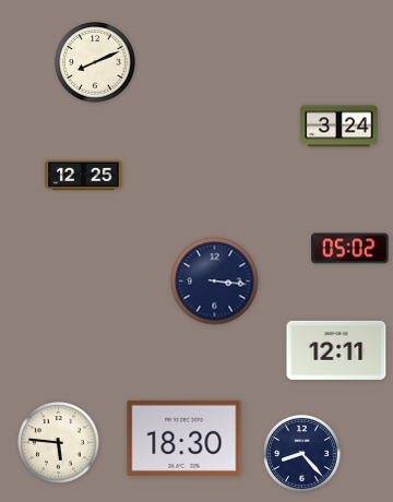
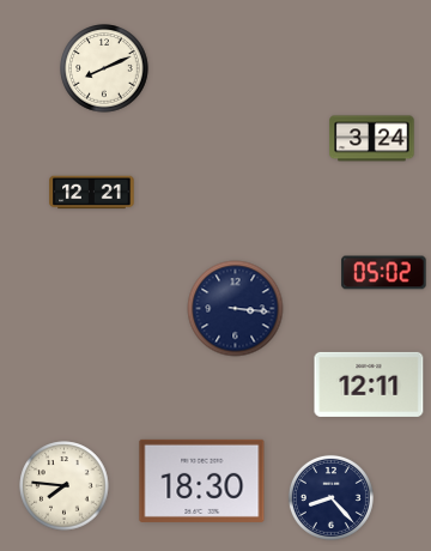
clock at (84, 176): 12:25 -> 12:21
clock at (59, 443): 5:46 -> 7:46
